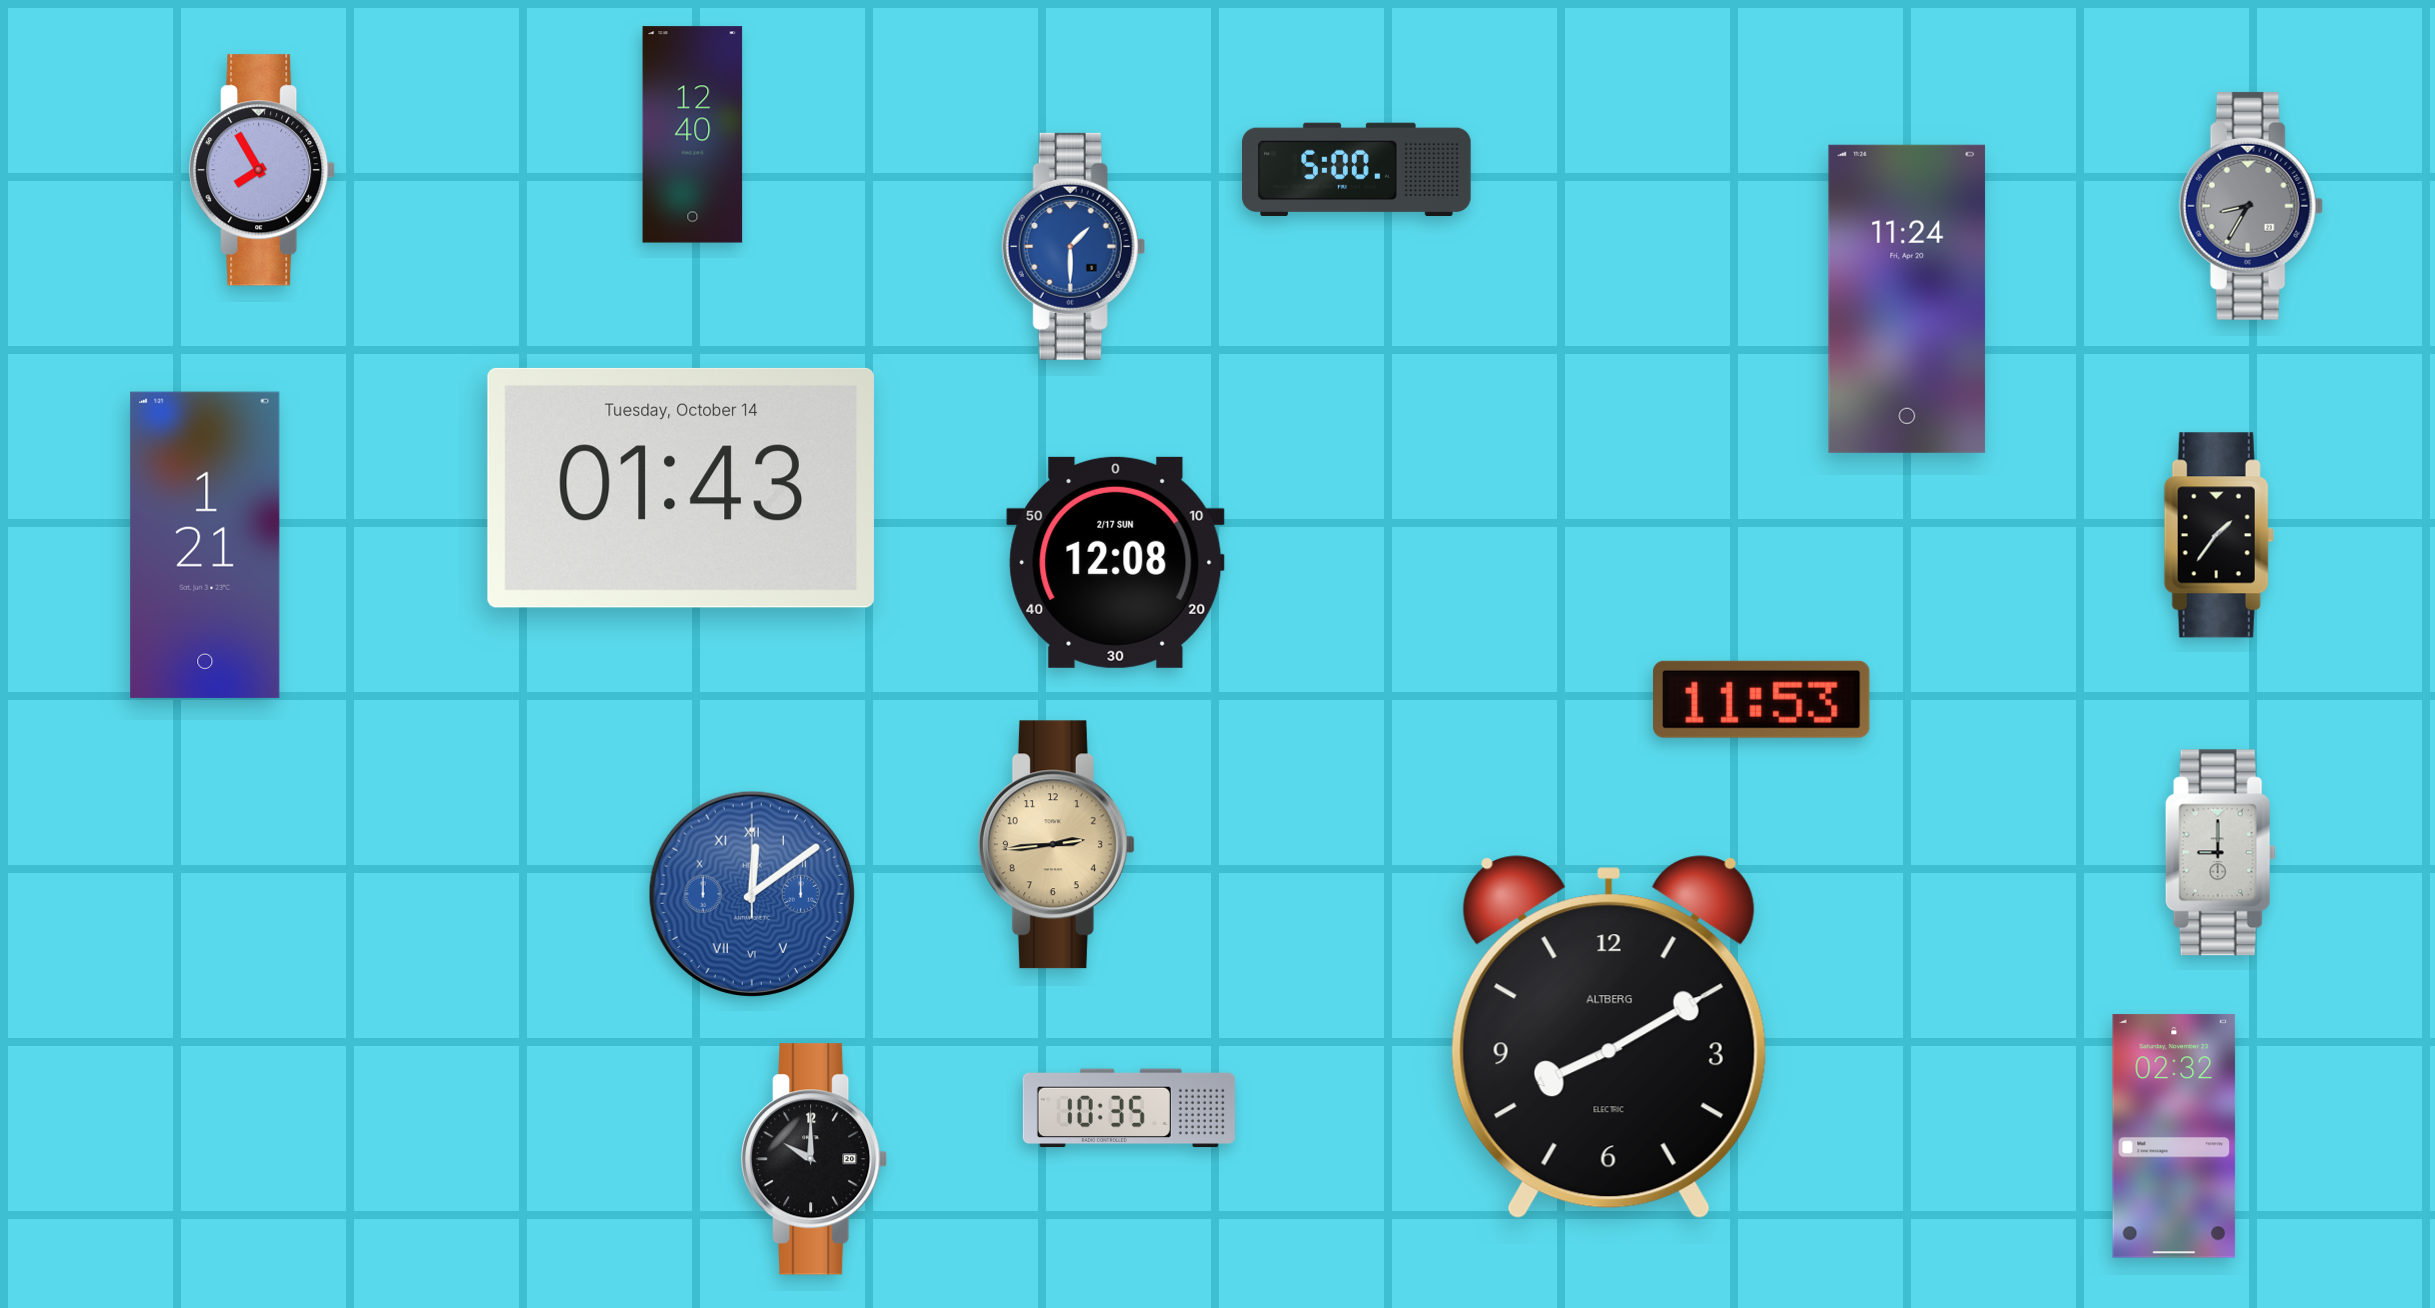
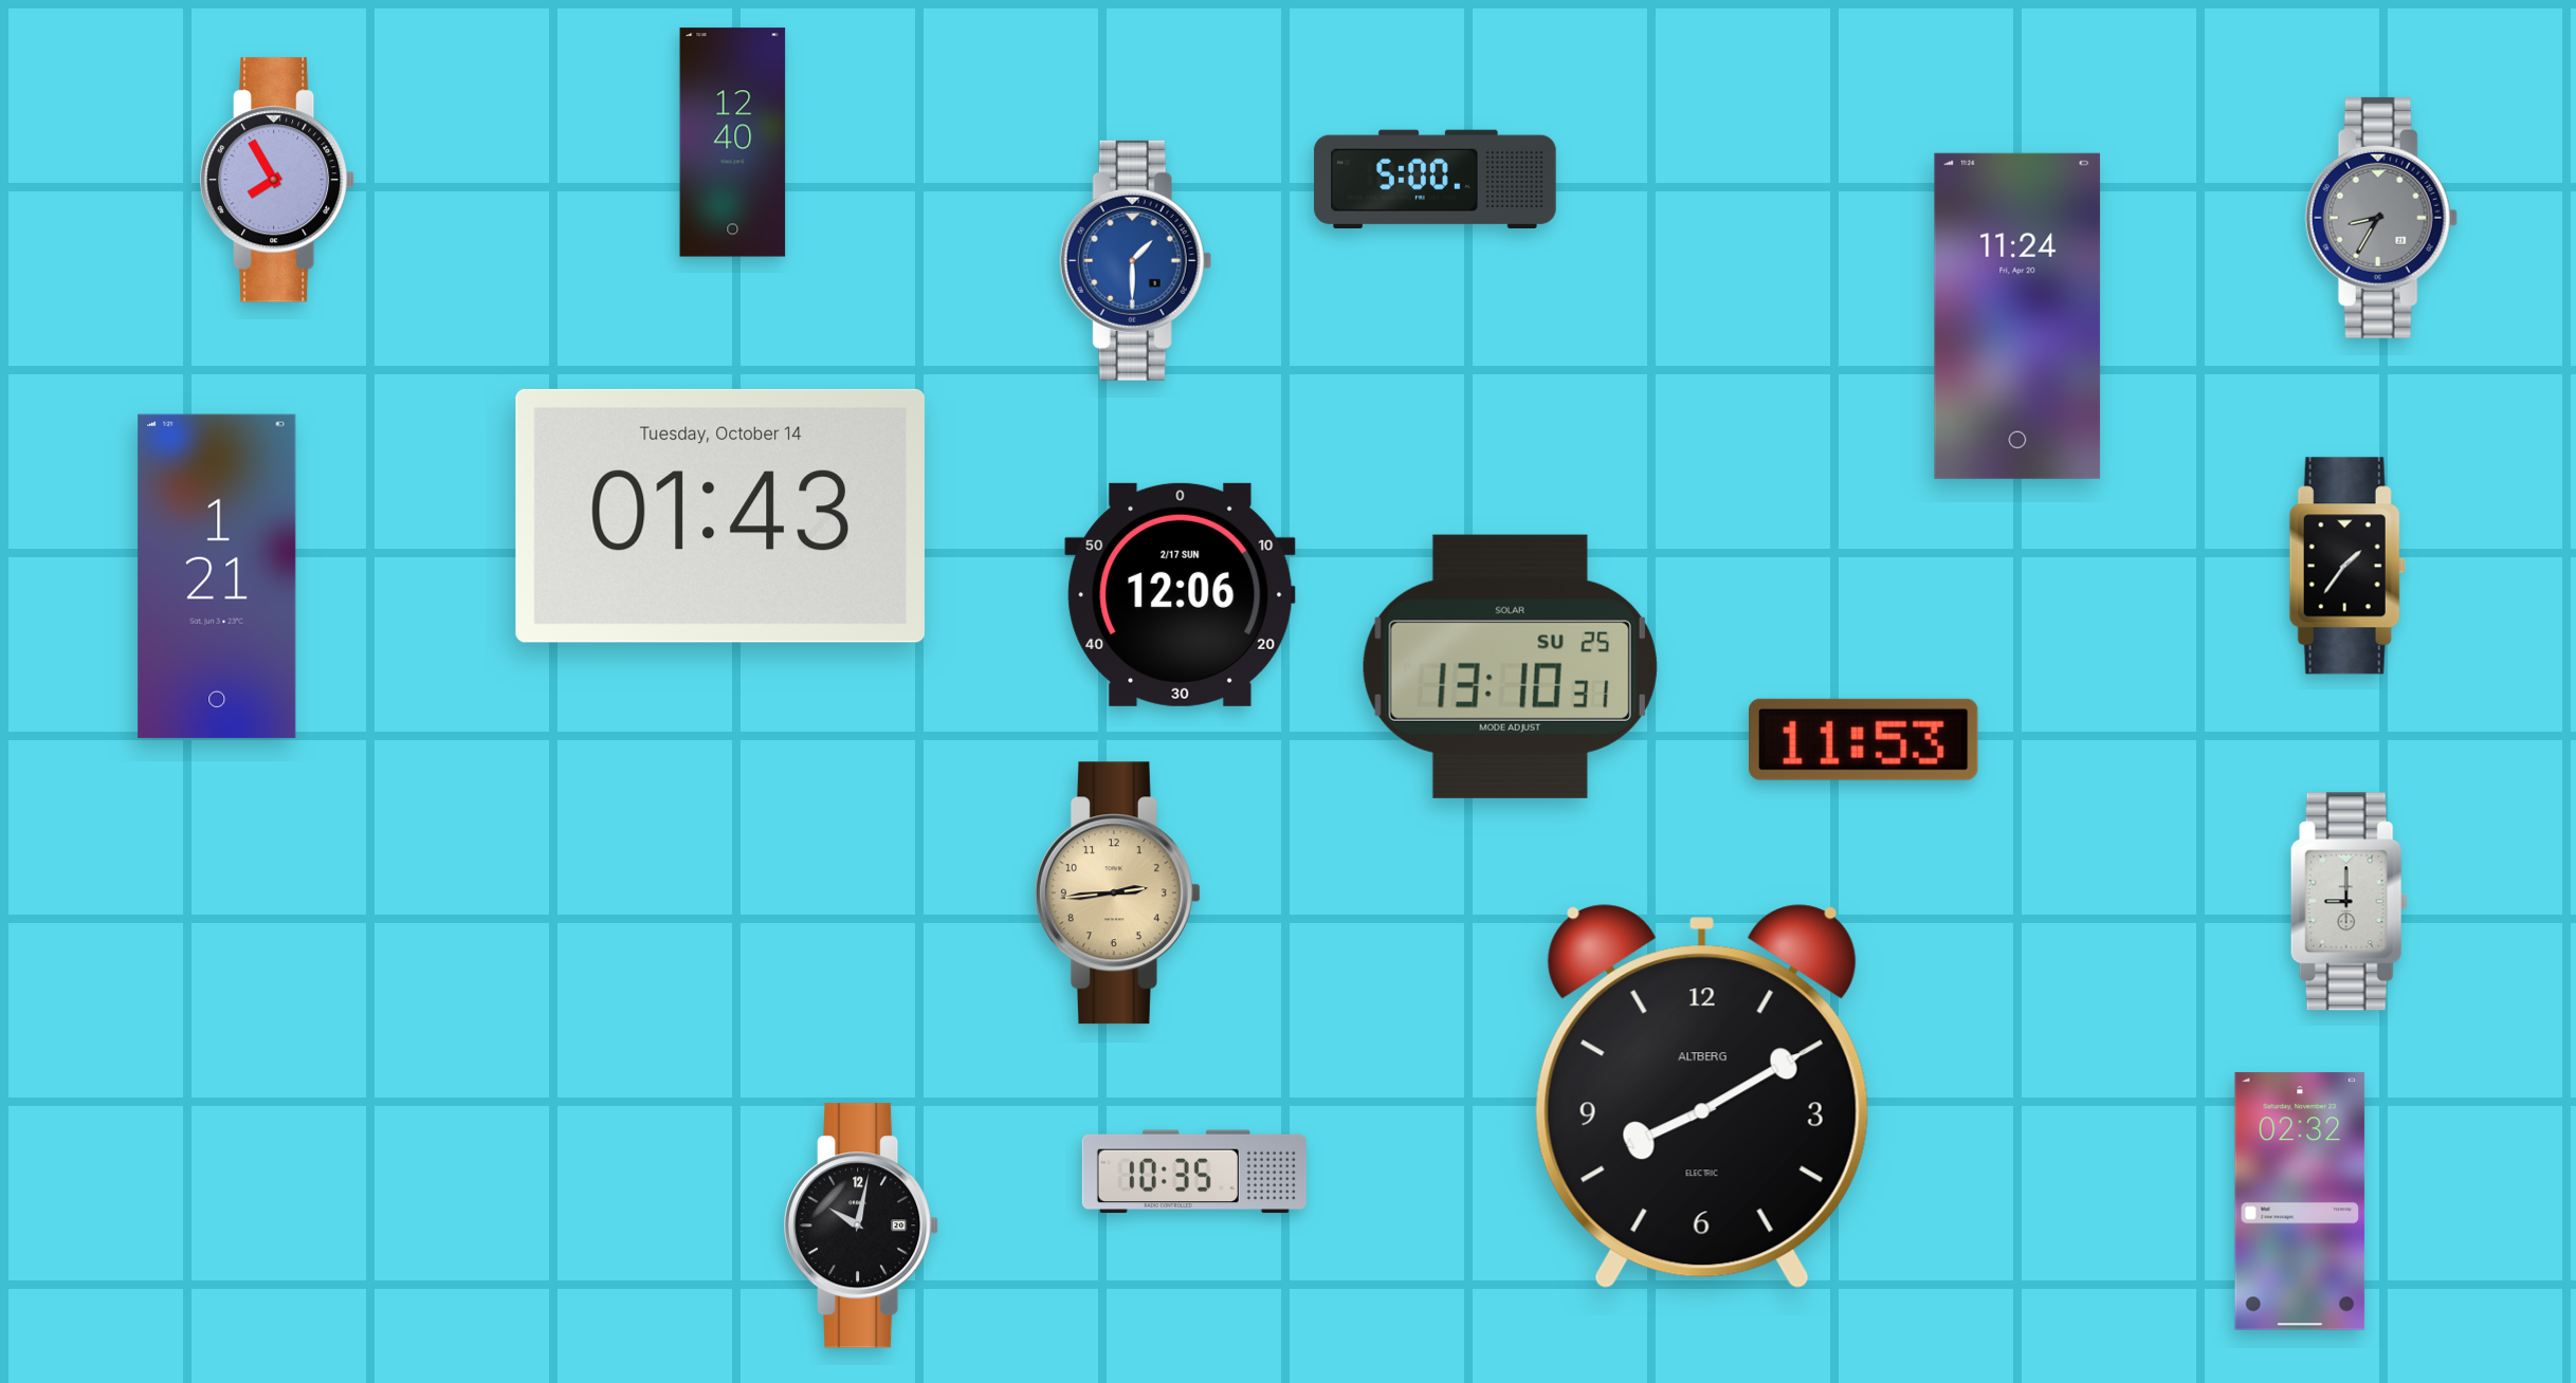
clock at (1116, 562): 12:08 -> 12:06
clock at (1510, 666): none -> 13:10
clock at (751, 893): 12:09 -> none
clock at (815, 1159): 10:00 -> 10:02
